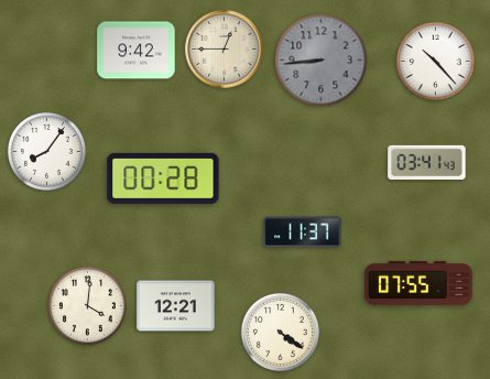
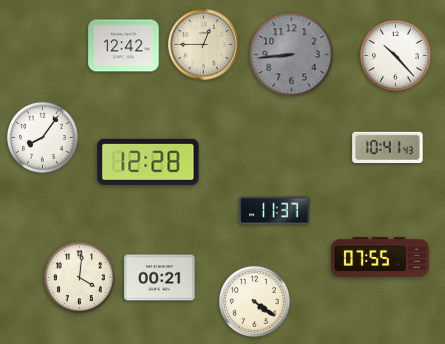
clock at (137, 51): 9:42 -> 12:42
clock at (427, 162): 03:41 -> 10:41
clock at (163, 178): 00:28 -> 12:28
clock at (176, 306): 12:21 -> 00:21
